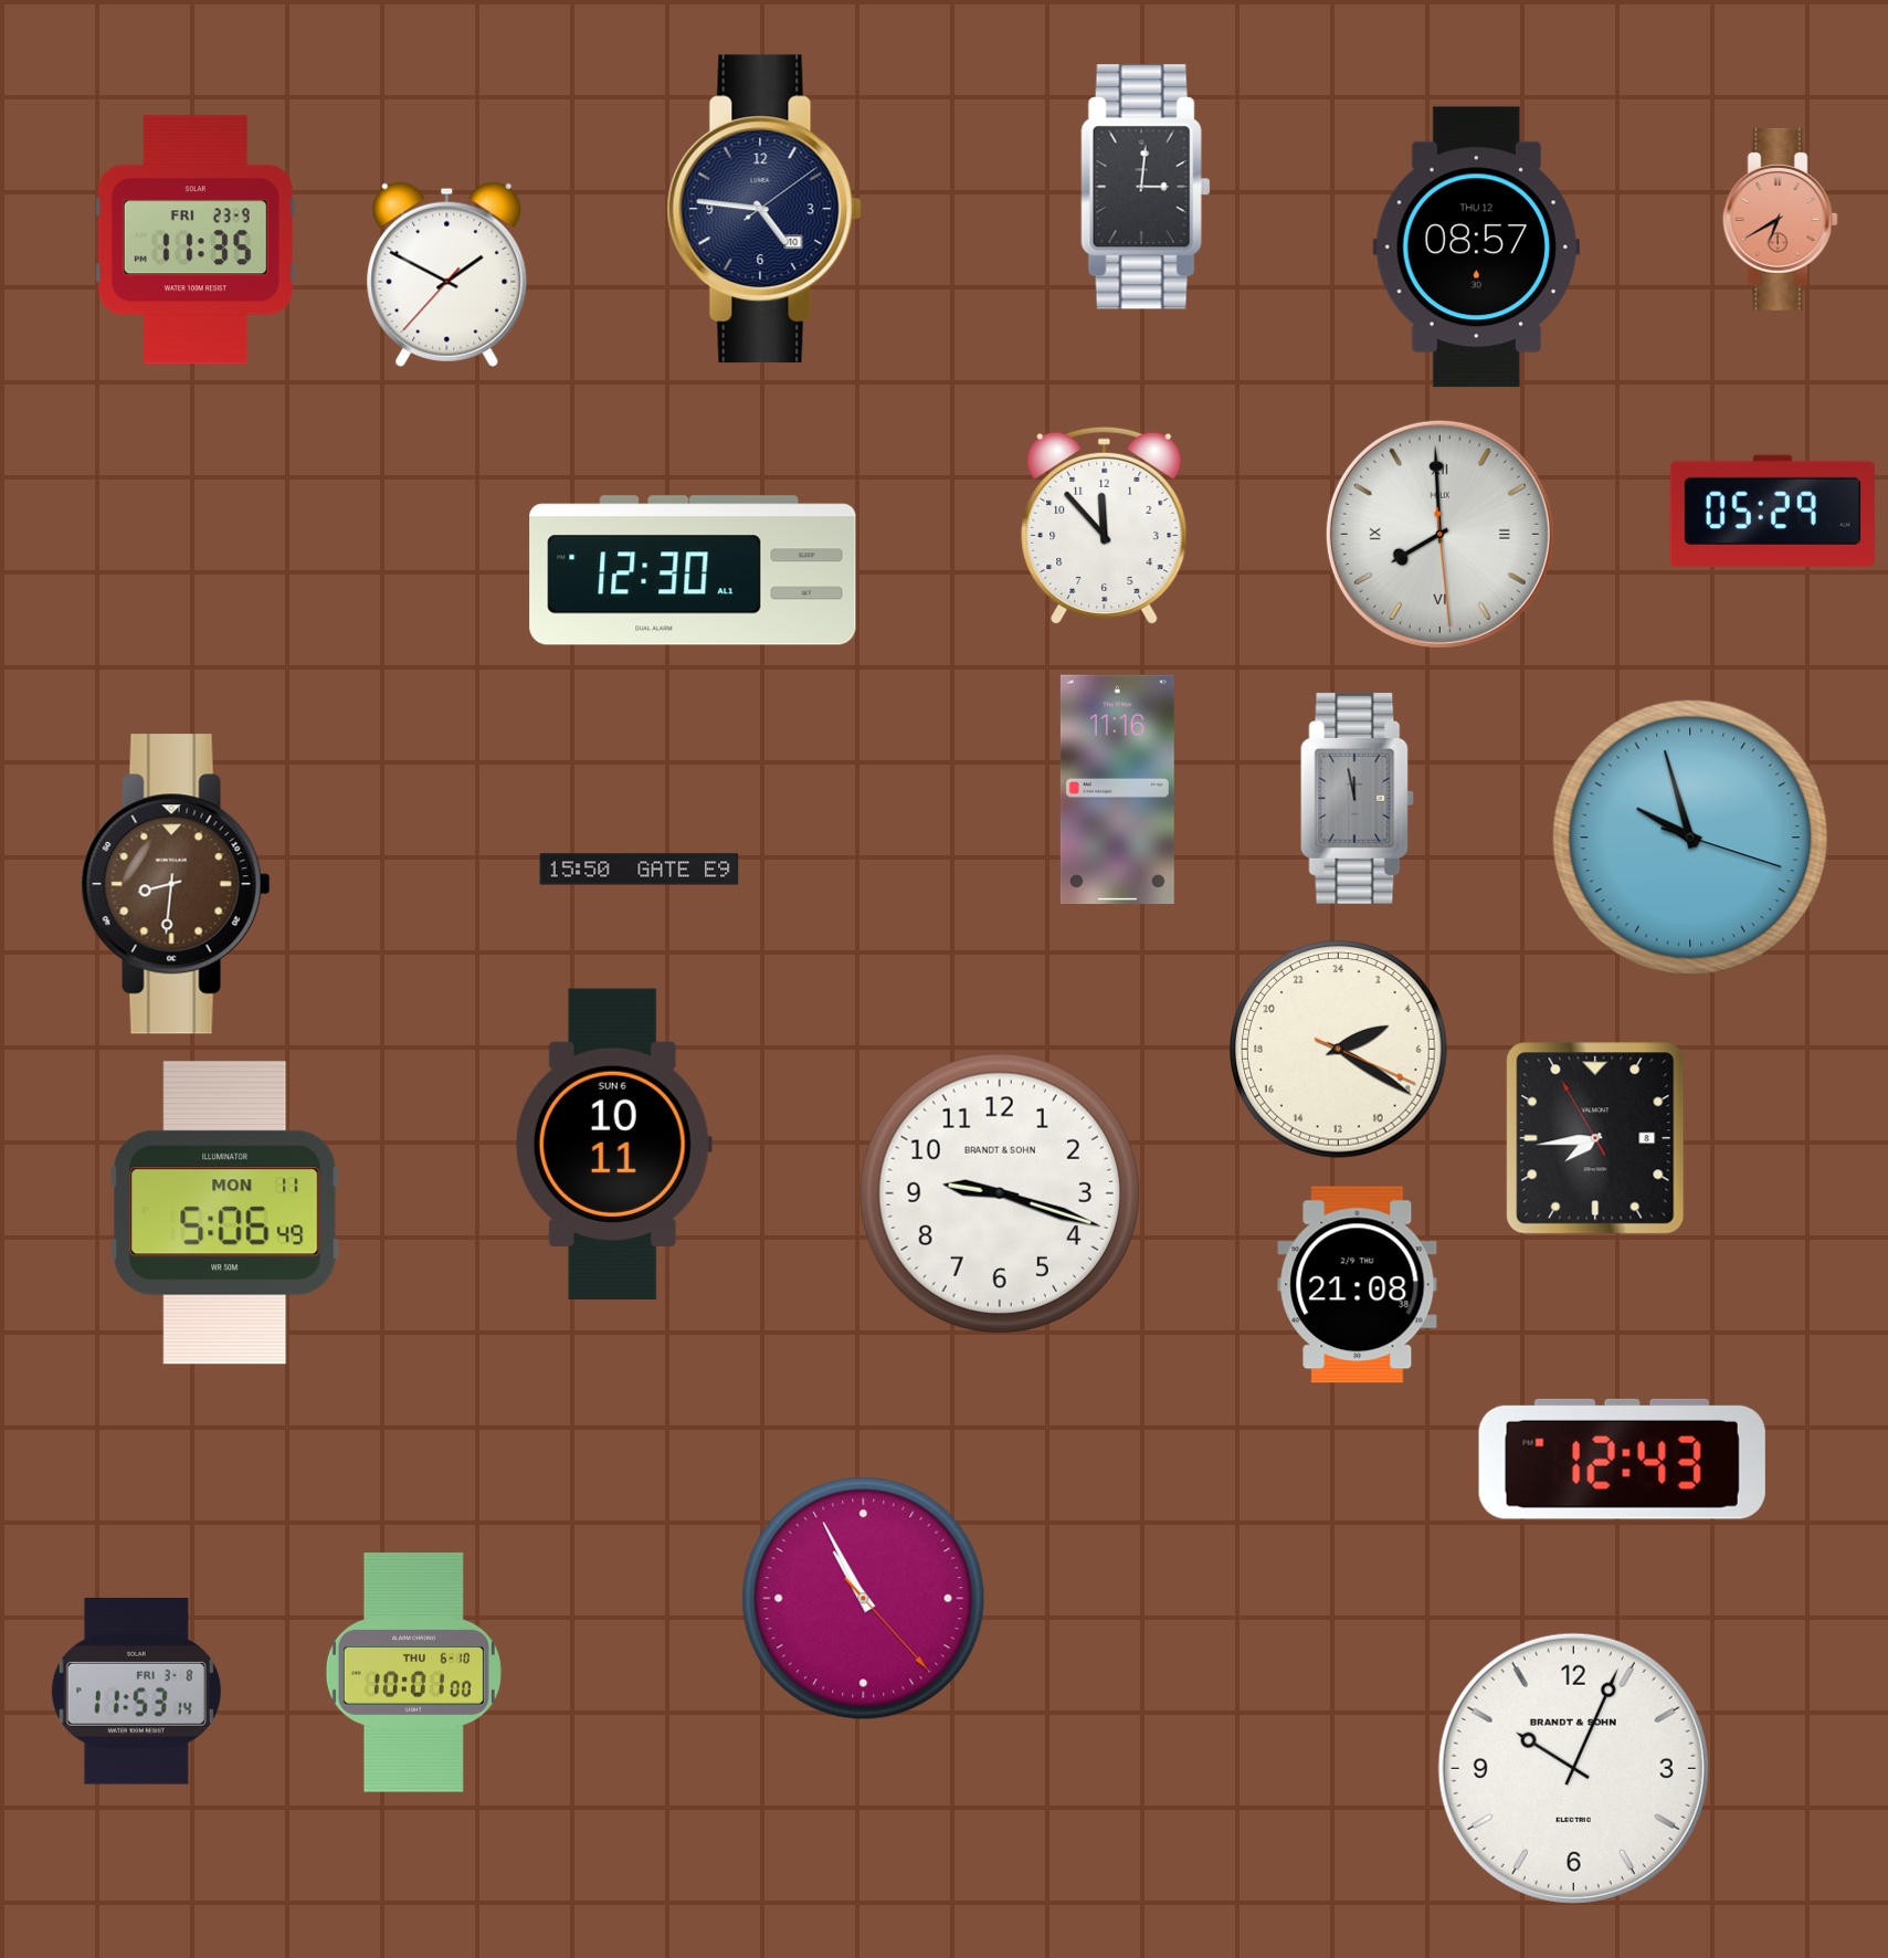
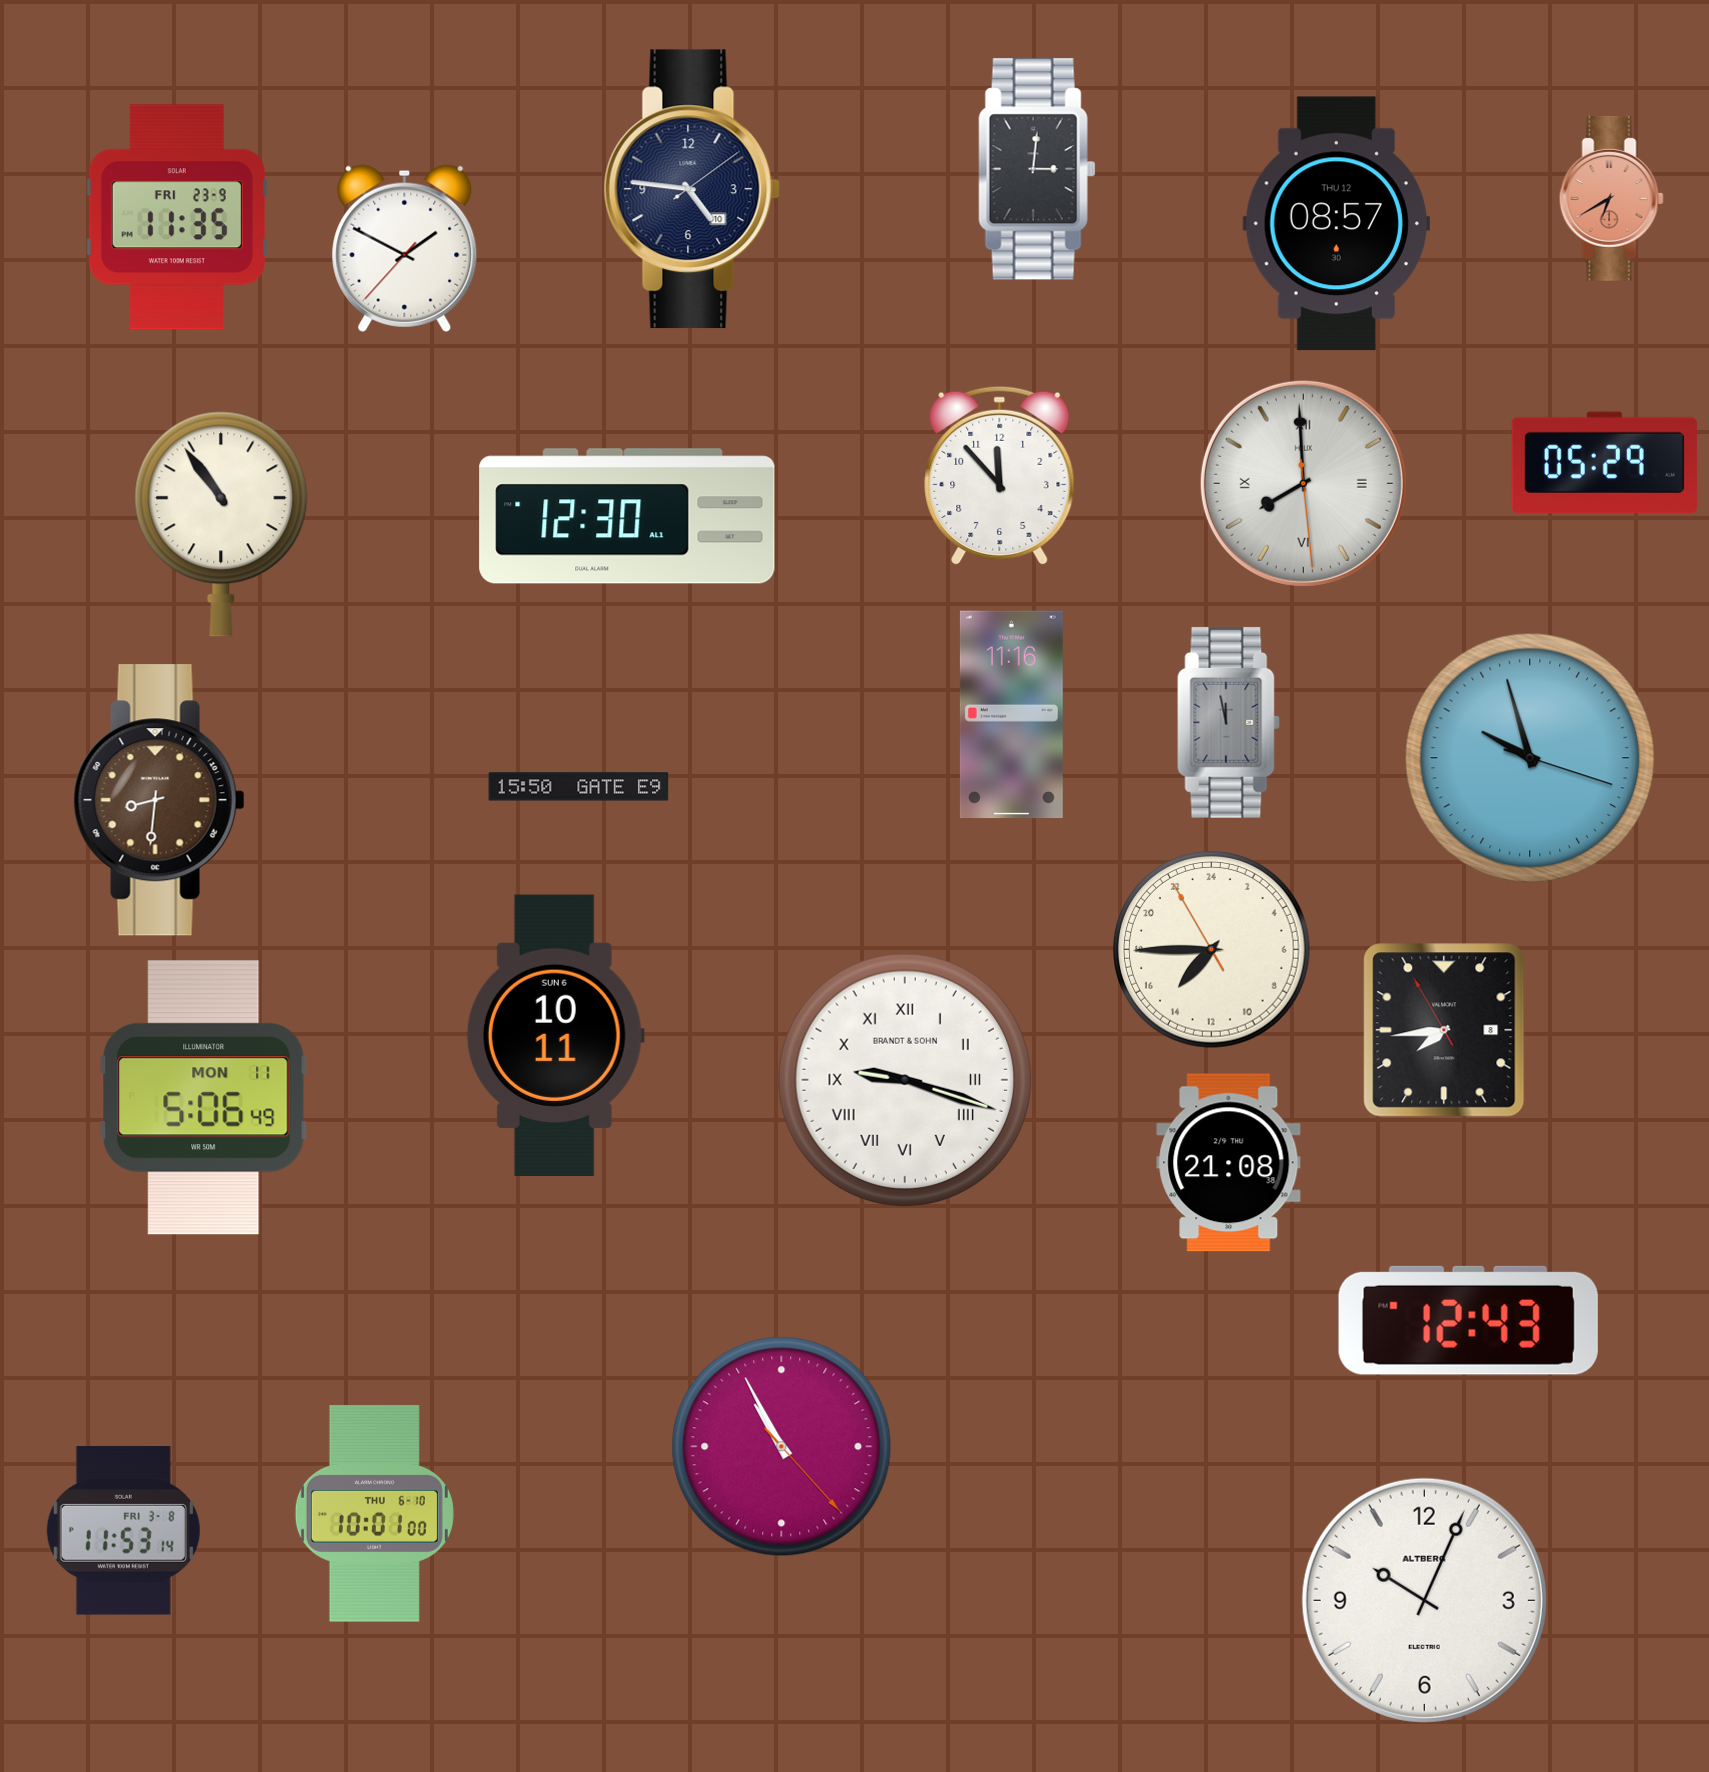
clock at (221, 524): none -> 10:54
clock at (1339, 1050): 4:20 -> 14:44
clock at (1000, 1193) numerals: Arabic -> Roman
clock at (1573, 1768) brand: BRANDT & SOHN -> ALTBERG
